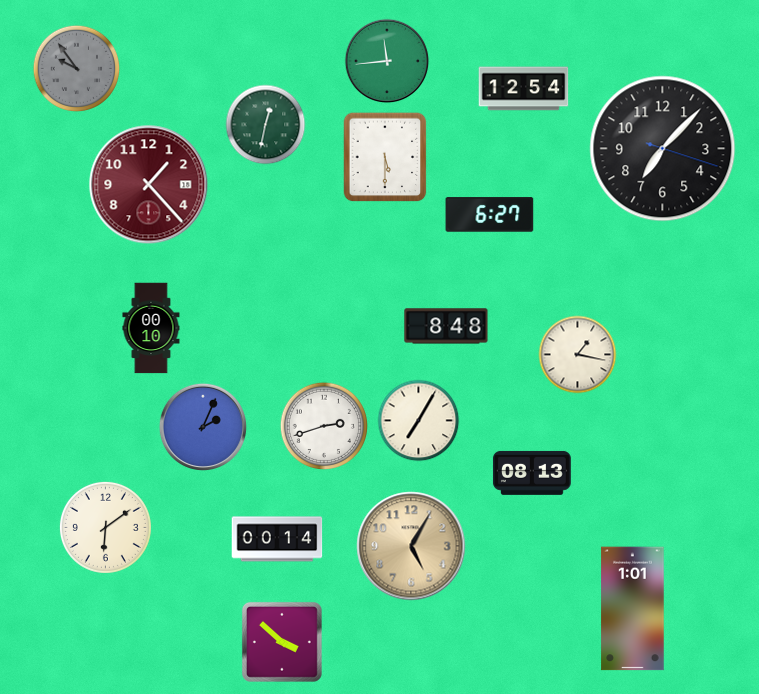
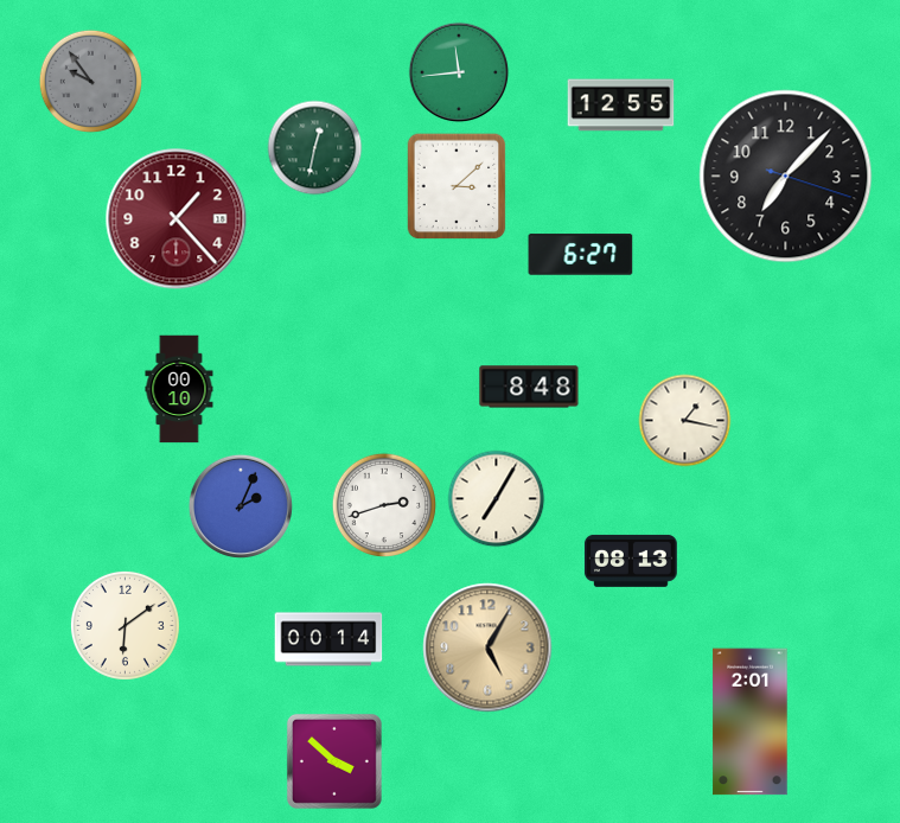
clock at (524, 89): 12:54 -> 12:55
clock at (385, 157): 5:30 -> 3:08
clock at (633, 609): 1:01 -> 2:01
